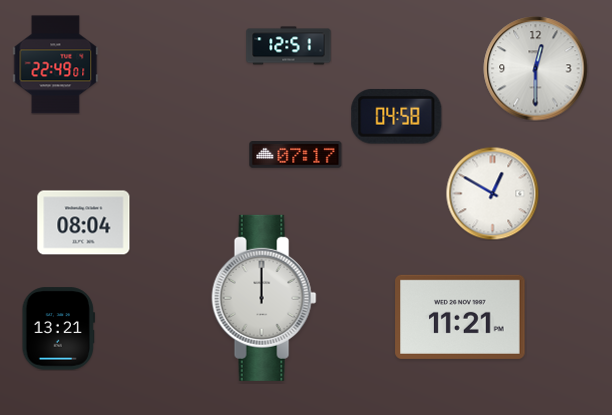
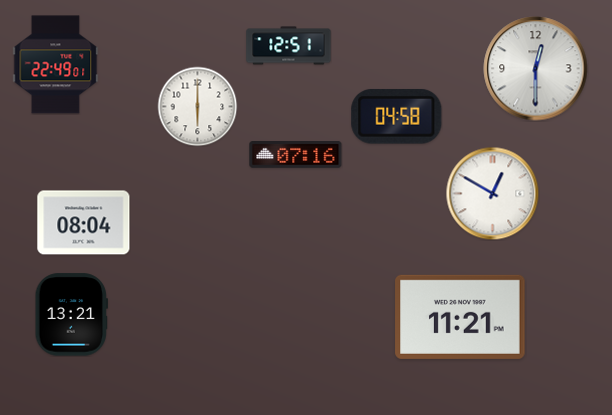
clock at (197, 106): none -> 6:00
clock at (296, 155): 07:17 -> 07:16
clock at (264, 298): 12:00 -> none
clock at (58, 329) position: (58, 329) -> (71, 315)
